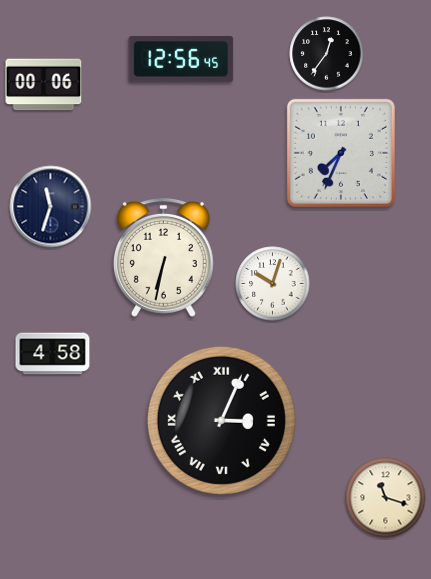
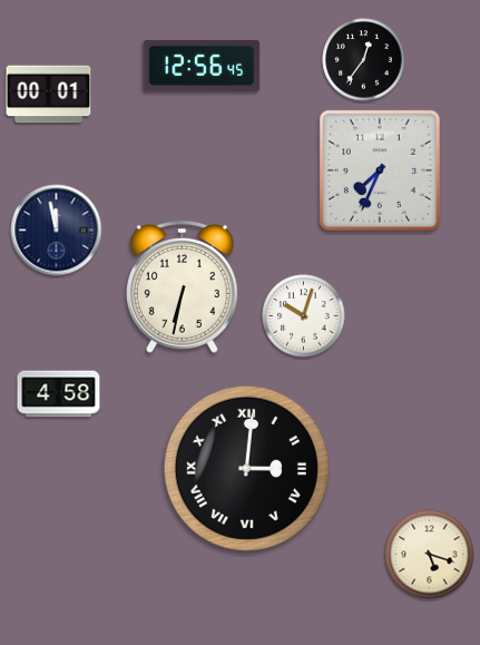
clock at (44, 85): 00:06 -> 00:01
clock at (51, 207): 11:33 -> 11:58
clock at (221, 420): 3:04 -> 3:01
clock at (386, 498): 11:18 -> 5:18
